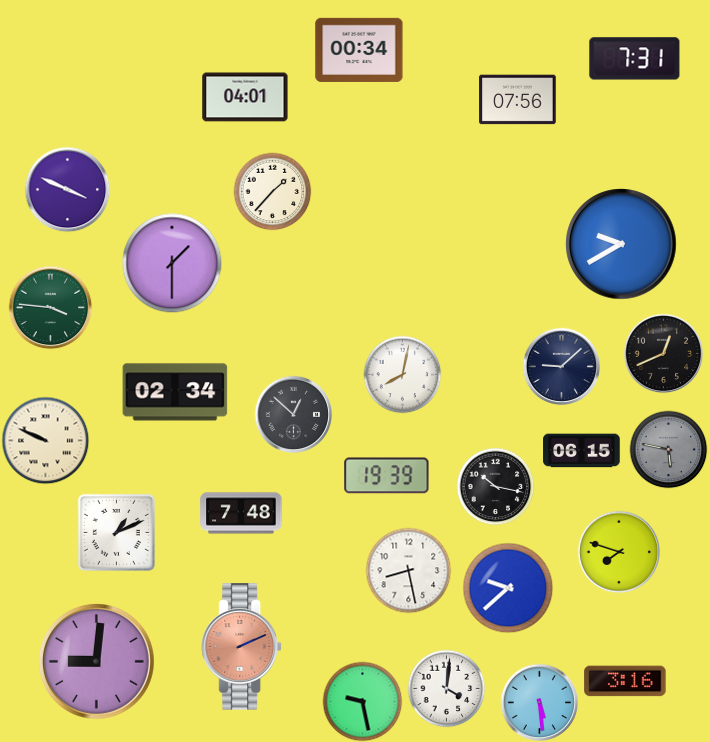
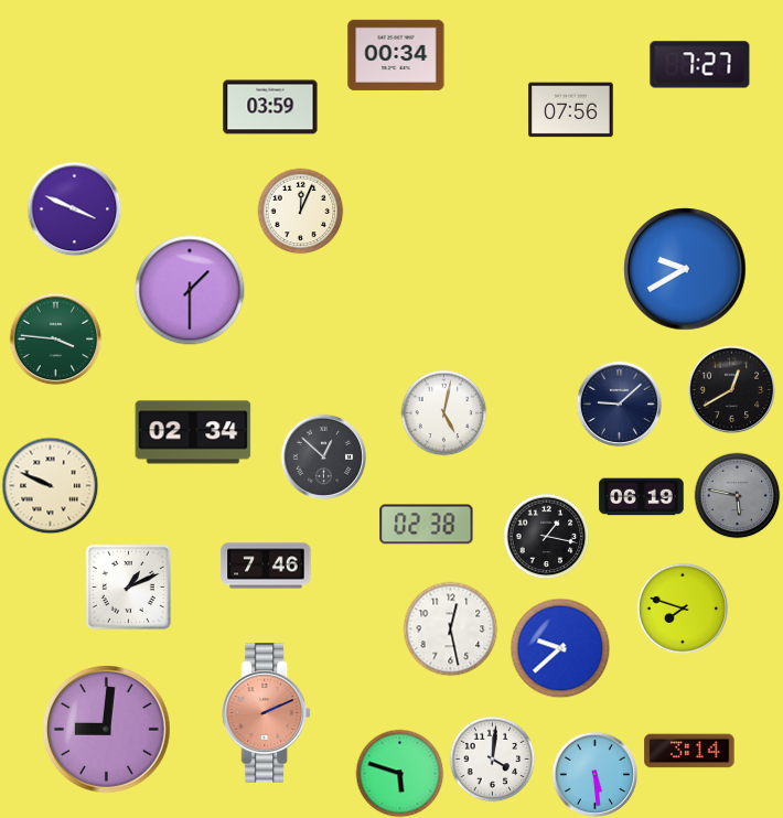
clock at (635, 59): 7:31 -> 7:27
clock at (245, 97): 04:01 -> 03:59
clock at (272, 191): 1:37 -> 12:04
clock at (663, 353): 12:41 -> 12:40
clock at (402, 374): 8:02 -> 5:02
clock at (582, 451): 06:15 -> 06:19
clock at (387, 476): 19:39 -> 02:38
clock at (495, 486): 10:17 -> 1:17
clock at (241, 513): 7:48 -> 7:46
clock at (408, 570): 8:28 -> 12:28
clock at (625, 681): 3:16 -> 3:14
clock at (362, 701): 9:28 -> 5:48
